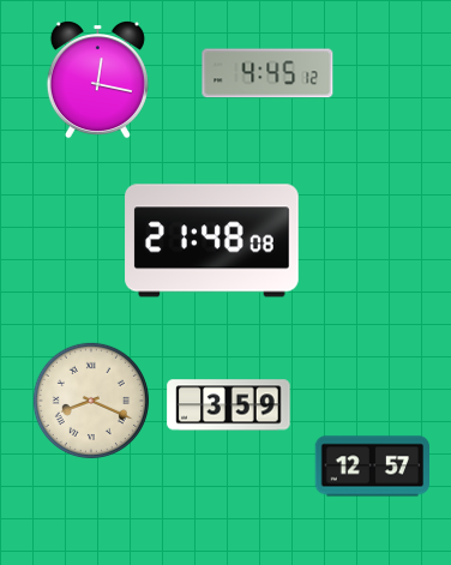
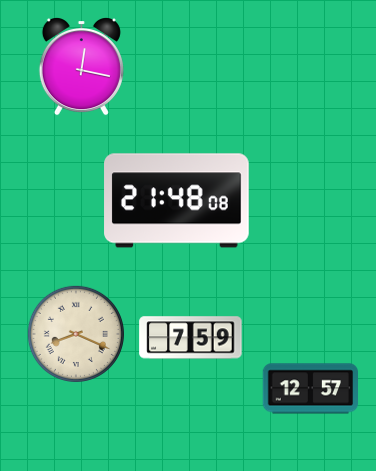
clock at (267, 73): 4:45 -> none
clock at (229, 405): 3:59 -> 7:59
